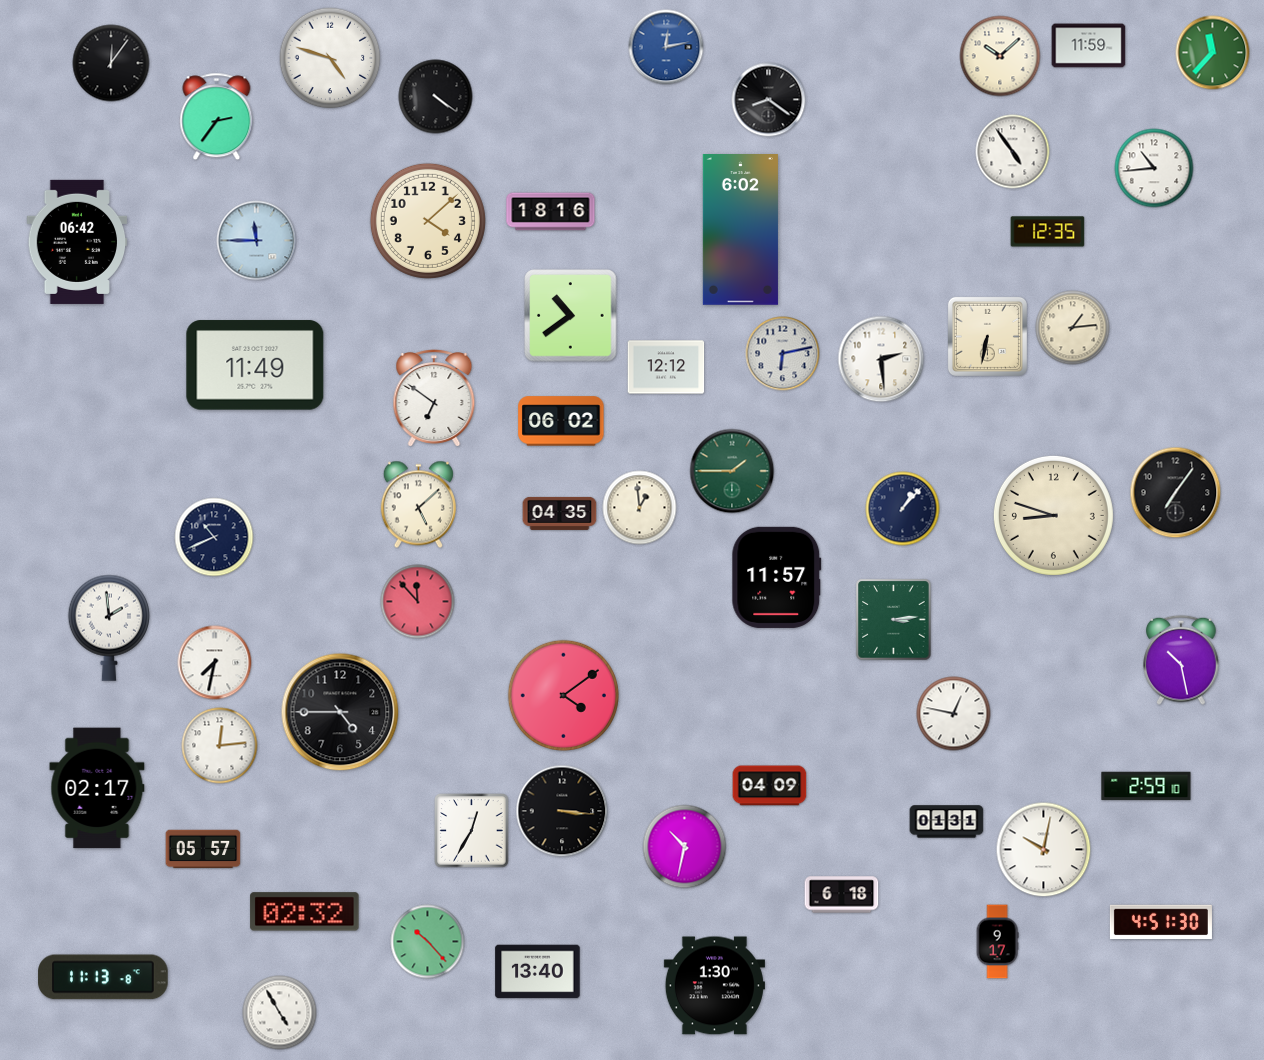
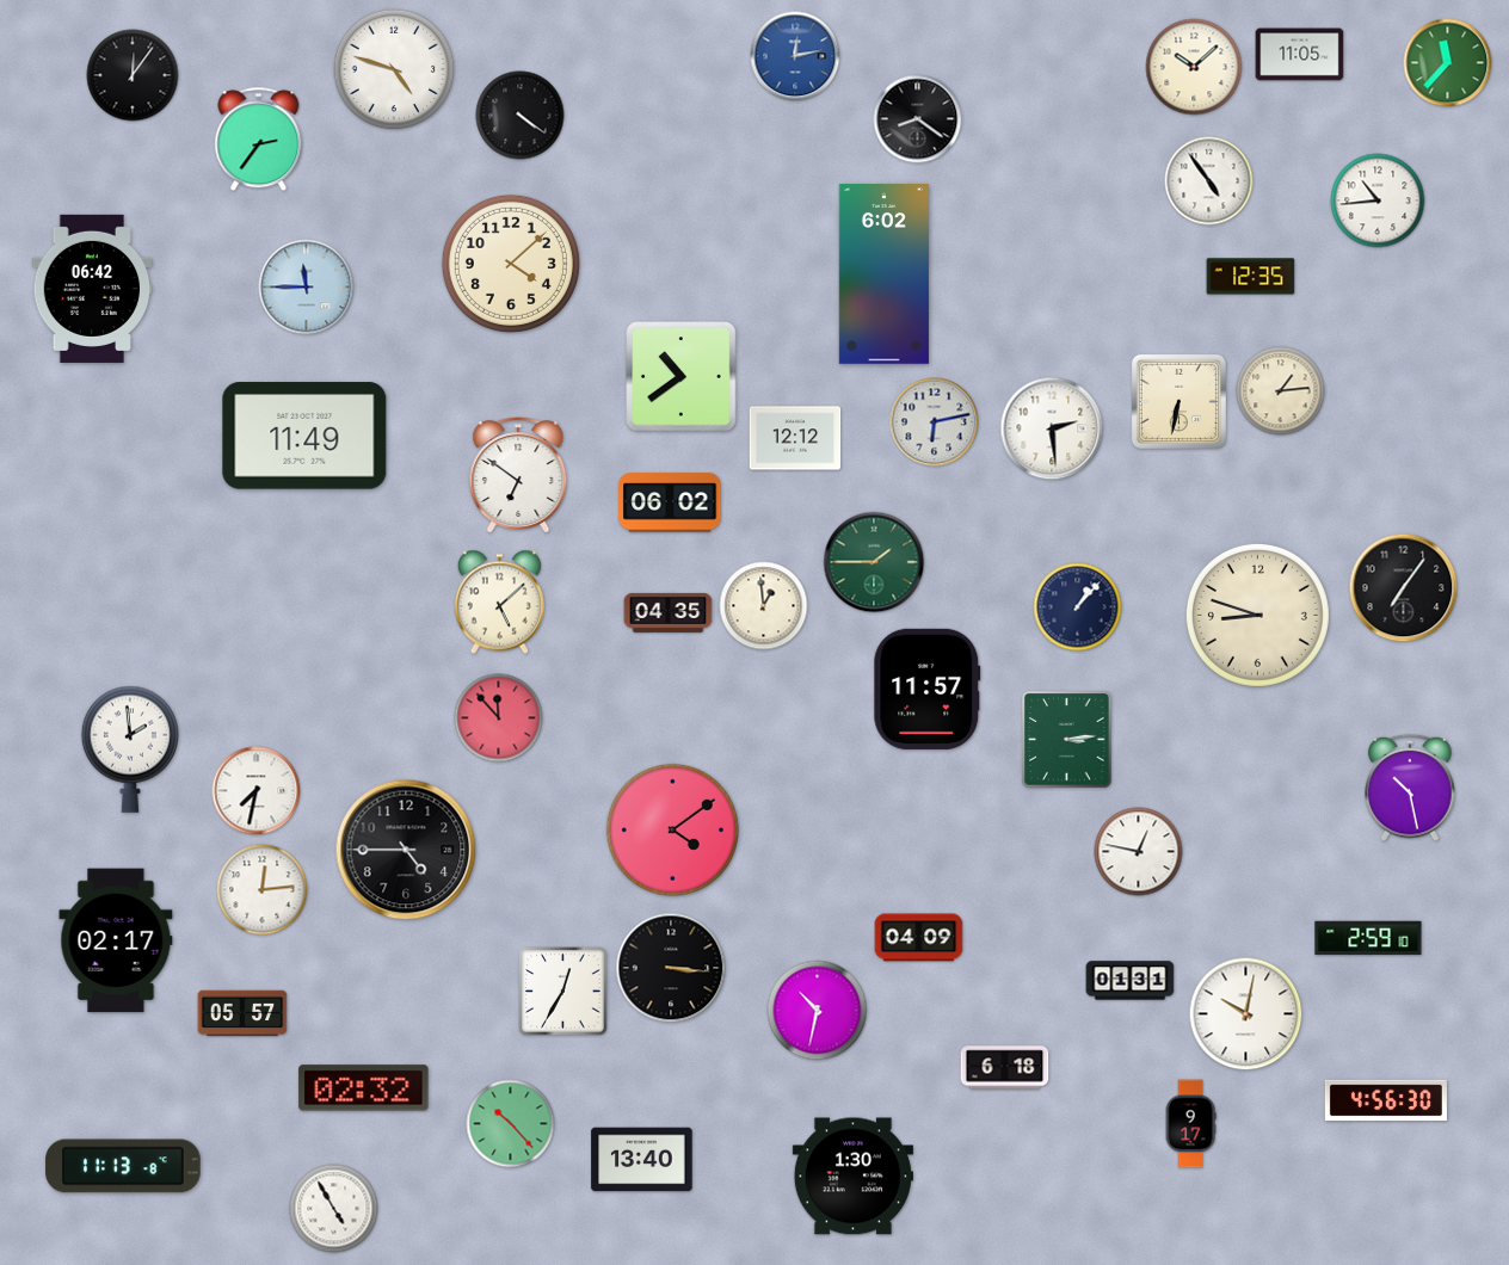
clock at (1089, 46): 11:59 -> 11:05
clock at (551, 212): 18:16 -> none
clock at (214, 537): 10:41 -> none
clock at (1161, 922): 4:51 -> 4:56
